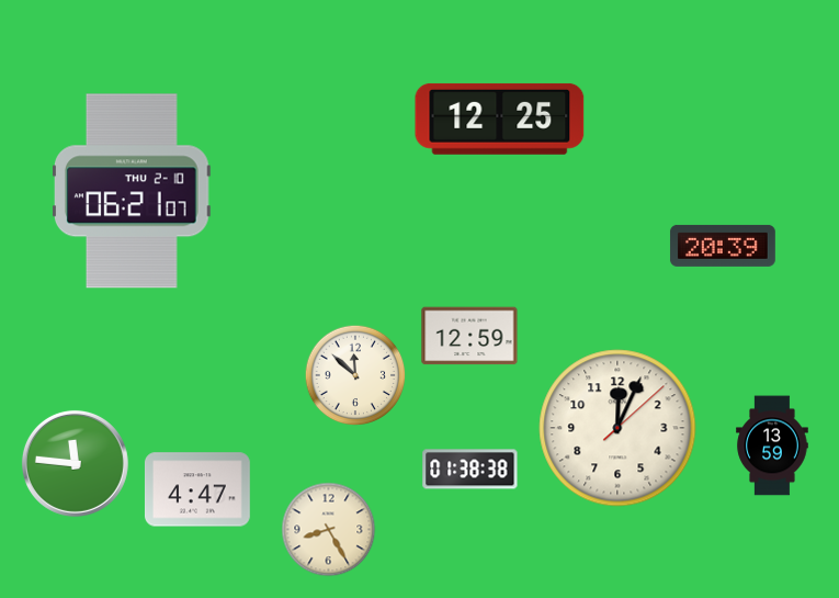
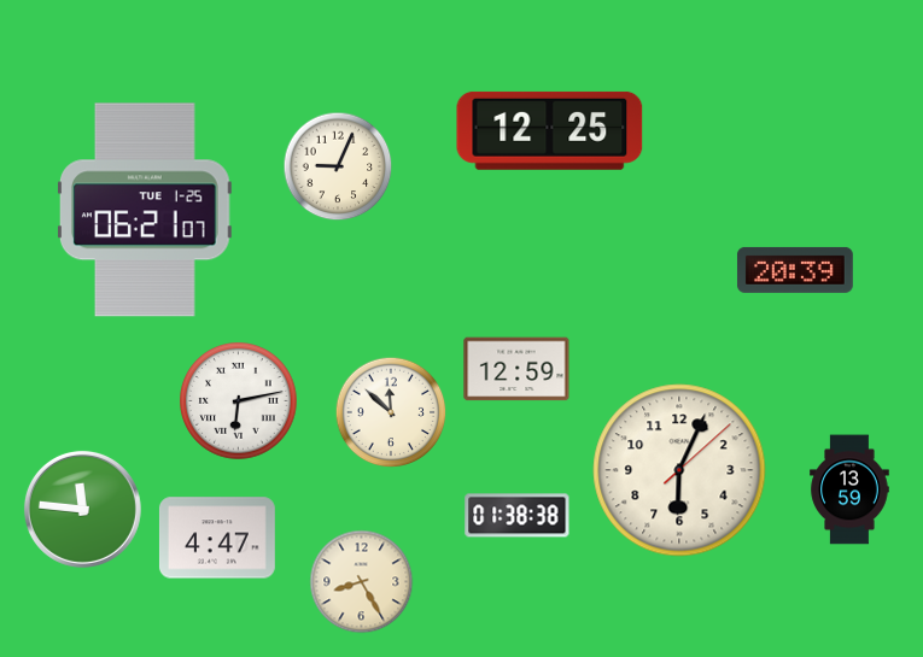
clock at (338, 166): none -> 9:04
clock at (133, 191) date: THU 2-10 -> TUE 1-25
clock at (239, 401): none -> 6:13
clock at (617, 428): 12:04 -> 6:04
